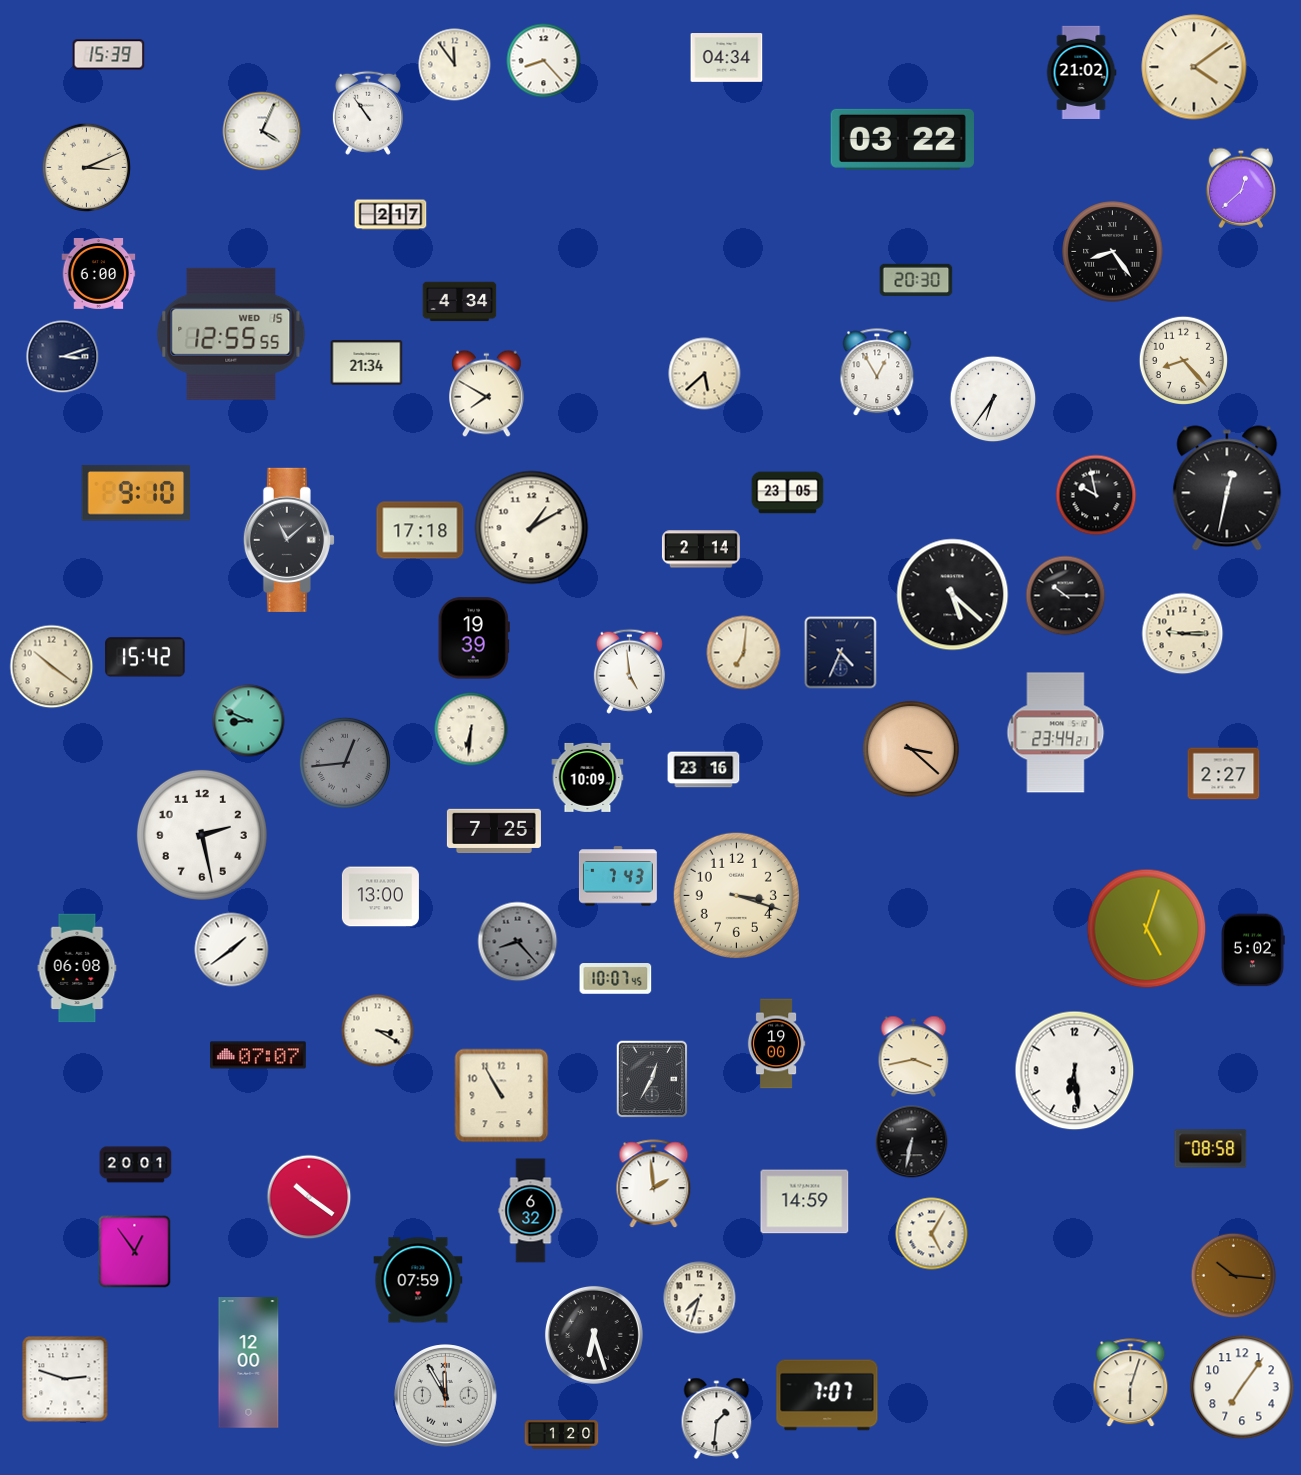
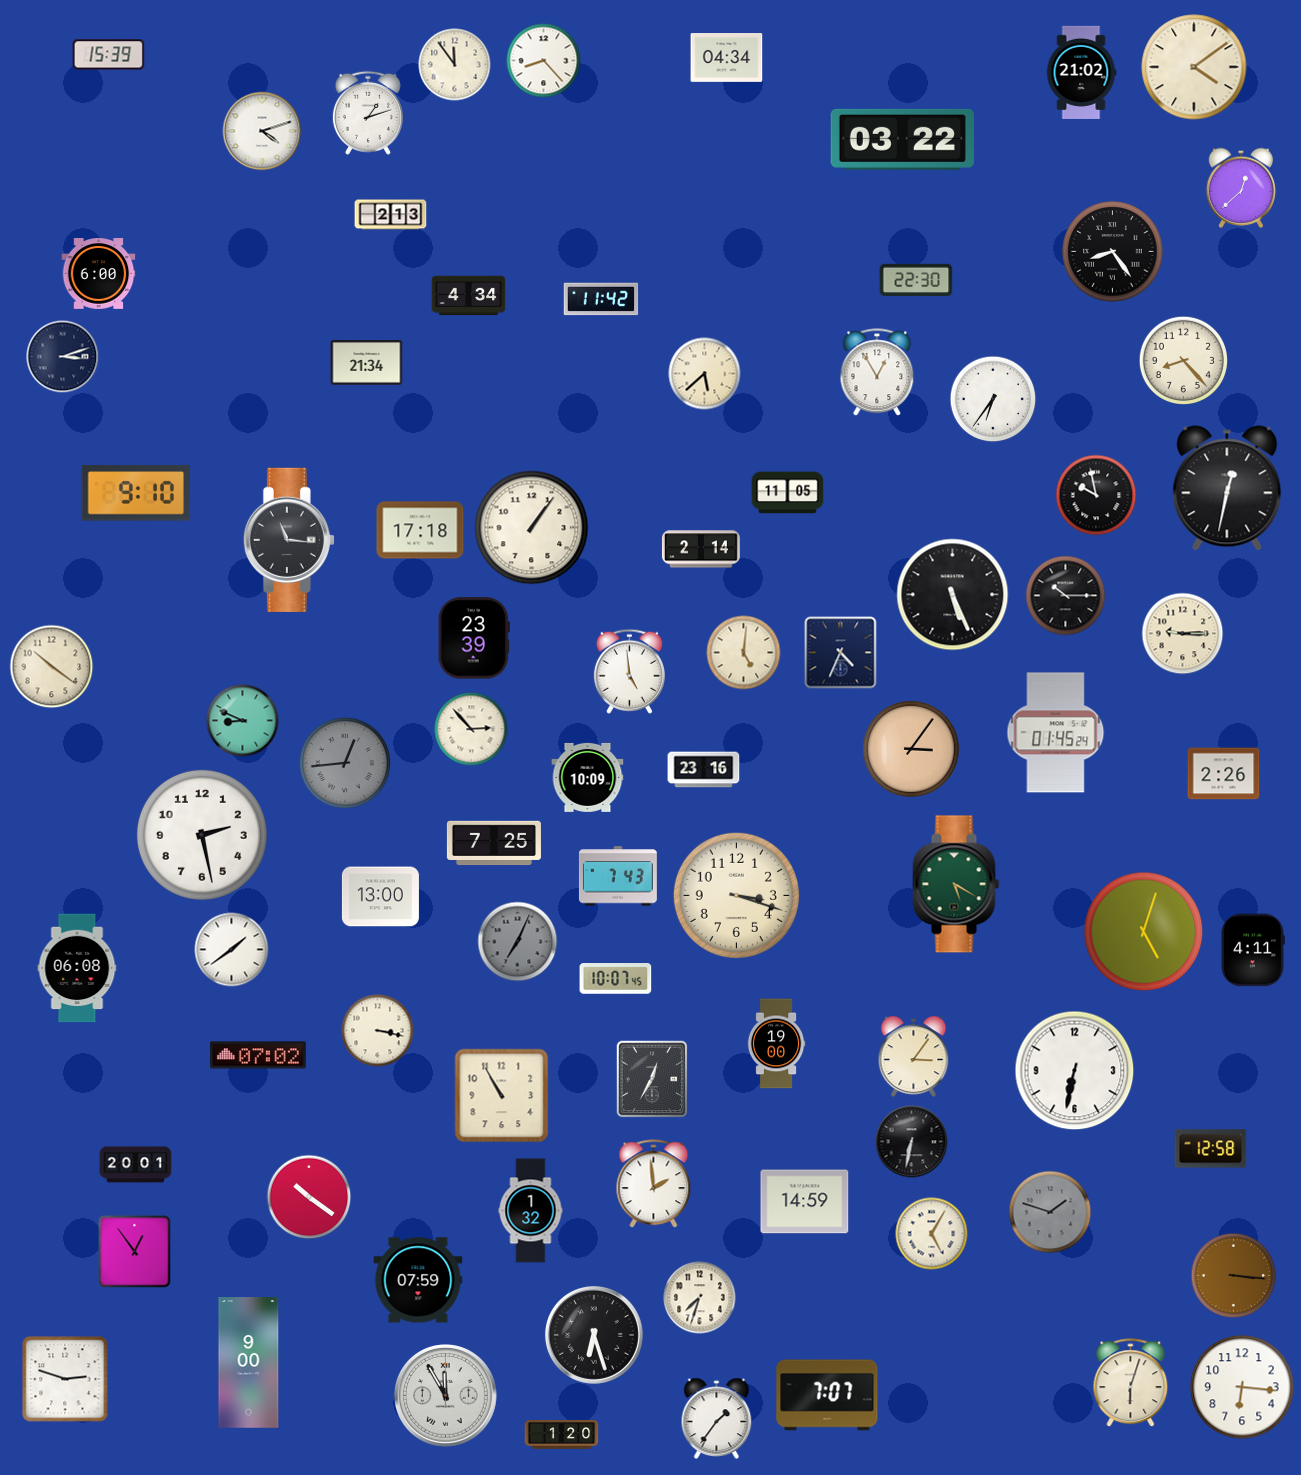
clock at (368, 113): 10:54 -> 1:12
clock at (262, 131): 4:04 -> 4:12
clock at (86, 167): 3:11 -> none
clock at (391, 215): 2:17 -> 2:13
clock at (916, 280): 20:30 -> 22:30
clock at (601, 299): none -> 11:42
clock at (460, 302) position: (460, 302) -> (469, 296)
clock at (231, 334): 12:55 -> none
clock at (487, 394): 7:50 -> none
clock at (788, 493): 23:05 -> 11:05
clock at (532, 528): 1:10 -> 1:06
clock at (289, 540): 11:08 -> 11:16
clock at (953, 595): 5:22 -> 5:26
clock at (474, 638): 19:39 -> 23:39
clock at (744, 653): 7:01 -> 5:01
clock at (145, 657): 15:42 -> none
clock at (249, 721) position: (249, 721) -> (243, 721)
clock at (471, 729): 6:31 -> 2:53
clock at (1056, 733): 23:44 -> 01:45
clock at (912, 750): 3:22 -> 3:06
clock at (1224, 774): 2:27 -> 2:26
clock at (494, 831) position: (494, 831) -> (494, 843)
clock at (956, 884): none -> 5:20
clock at (1147, 929) position: (1147, 929) -> (1144, 932)
clock at (518, 942): 8:23 -> 7:04
clock at (1253, 950): 5:02 -> 4:11
clock at (378, 1031): 3:20 -> 3:17
clock at (259, 1055): 07:07 -> 07:02
clock at (914, 1056): 3:43 -> 3:06
clock at (1075, 1071): 6:29 -> 6:32
clock at (1211, 1149): 08:58 -> 12:58
clock at (531, 1211): 6:32 -> 1:32
clock at (1050, 1212): none -> 1:48
clock at (1234, 1276): 10:16 -> 3:16
clock at (249, 1363): 12:00 -> 9:00
clock at (1242, 1387): 7:06 -> 6:16
clock at (717, 1418): 1:31 -> 1:36
